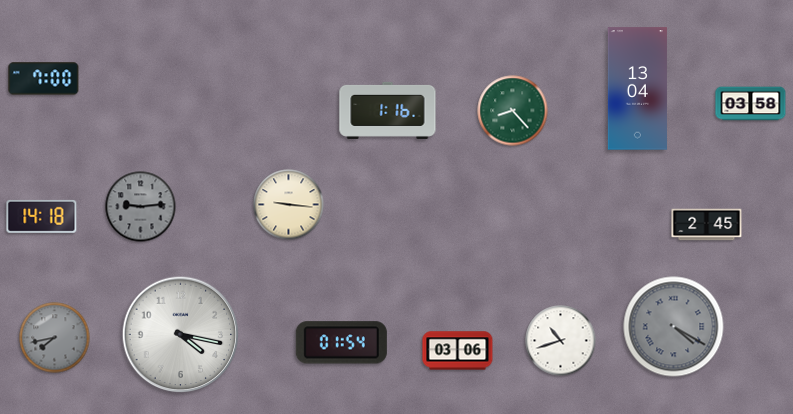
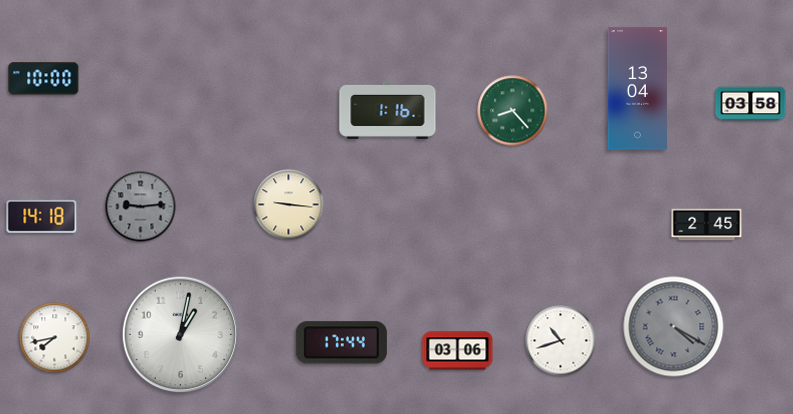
clock at (44, 79): 7:00 -> 10:00
clock at (181, 335): 4:17 -> 1:02
clock at (55, 338) dial: grey -> white
clock at (341, 343): 01:54 -> 17:44
